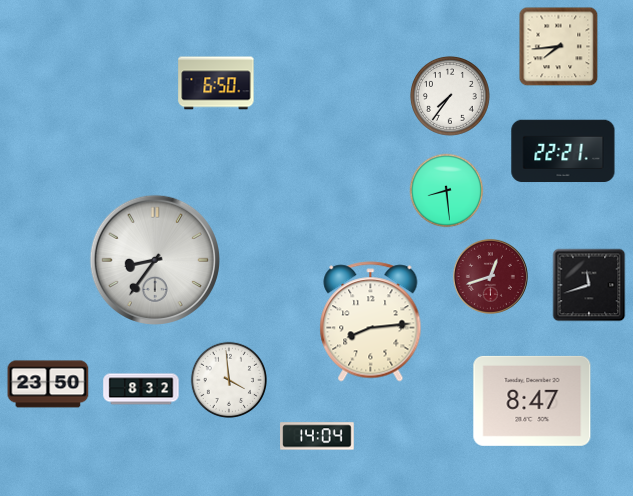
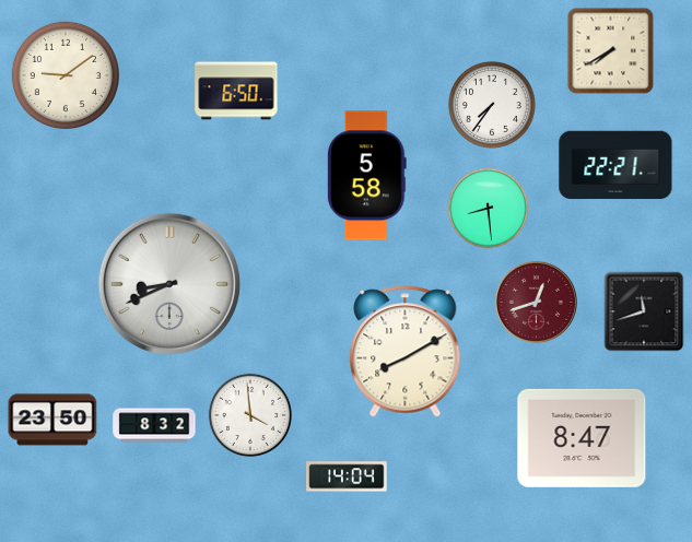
clock at (559, 47): 7:44 -> 7:40
clock at (66, 75): none -> 9:09
clock at (366, 176): none -> 5:58
clock at (155, 260): 8:36 -> 8:41
clock at (371, 322): 8:14 -> 8:10
